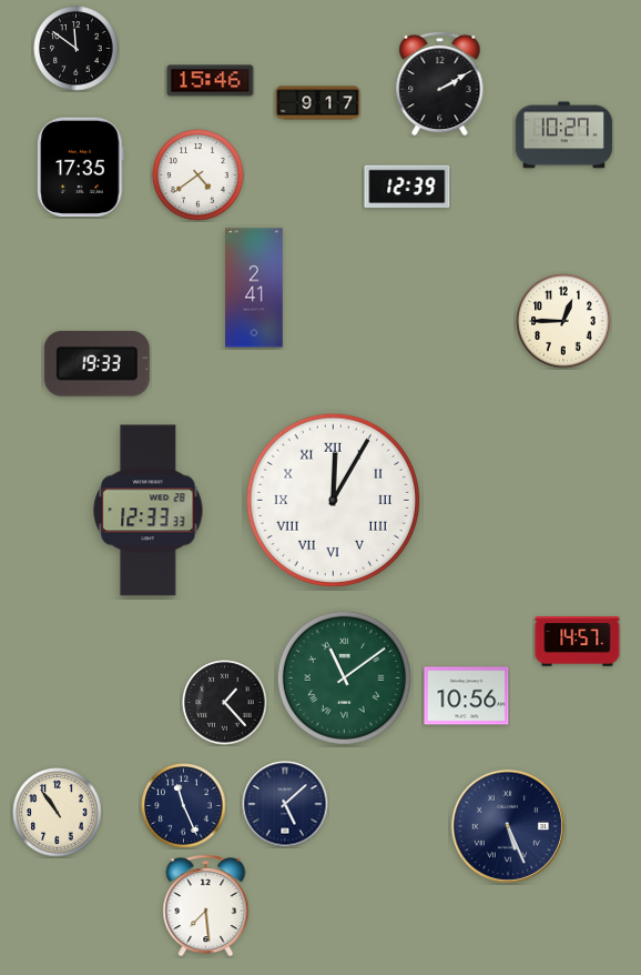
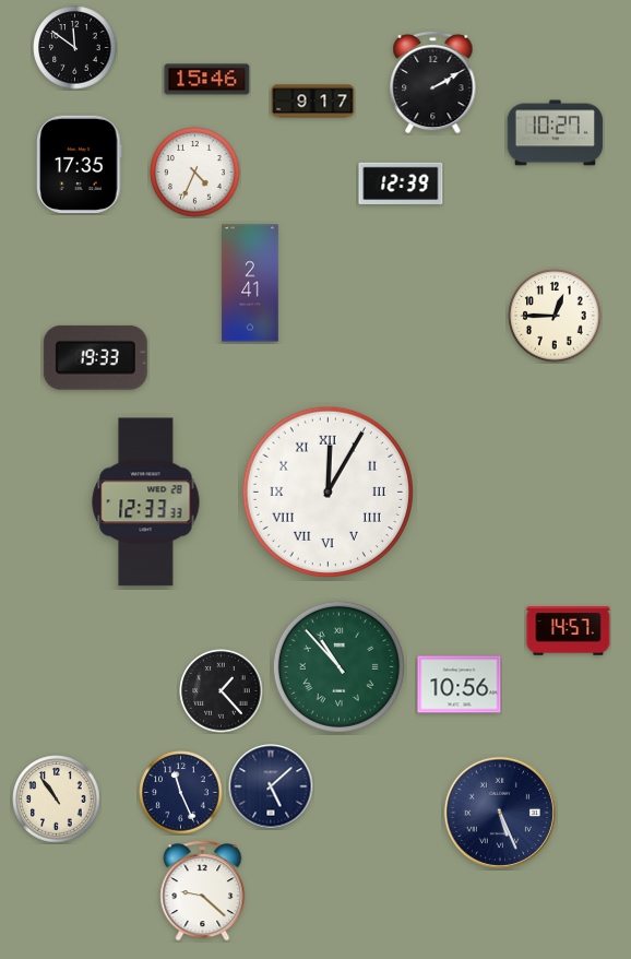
clock at (199, 175): 4:39 -> 4:34
clock at (344, 677): 11:09 -> 10:53
clock at (285, 804) position: (285, 804) -> (271, 786)
clock at (206, 906): 7:29 -> 9:22
